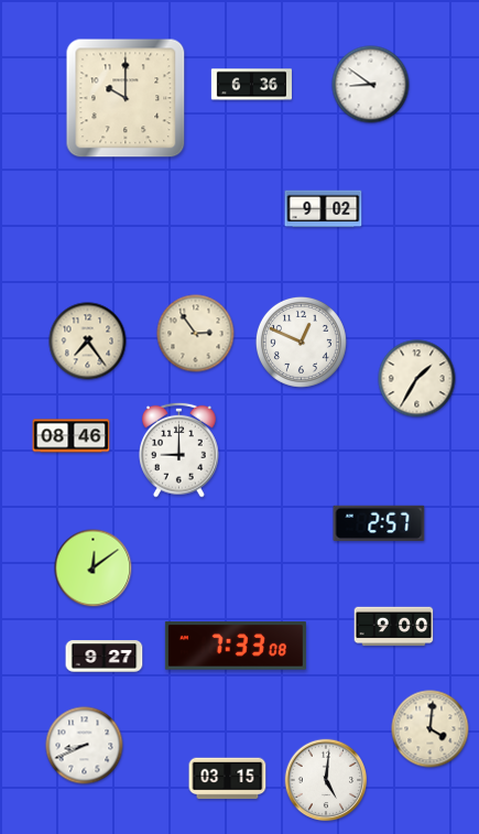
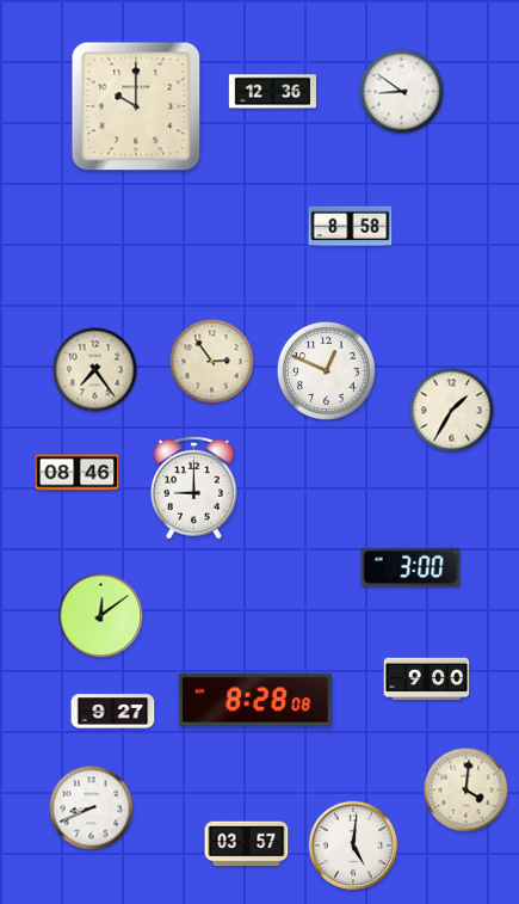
clock at (251, 85): 6:36 -> 12:36
clock at (324, 209): 9:02 -> 8:58
clock at (379, 523): 2:57 -> 3:00
clock at (236, 646): 7:33 -> 8:28
clock at (228, 779): 03:15 -> 03:57
